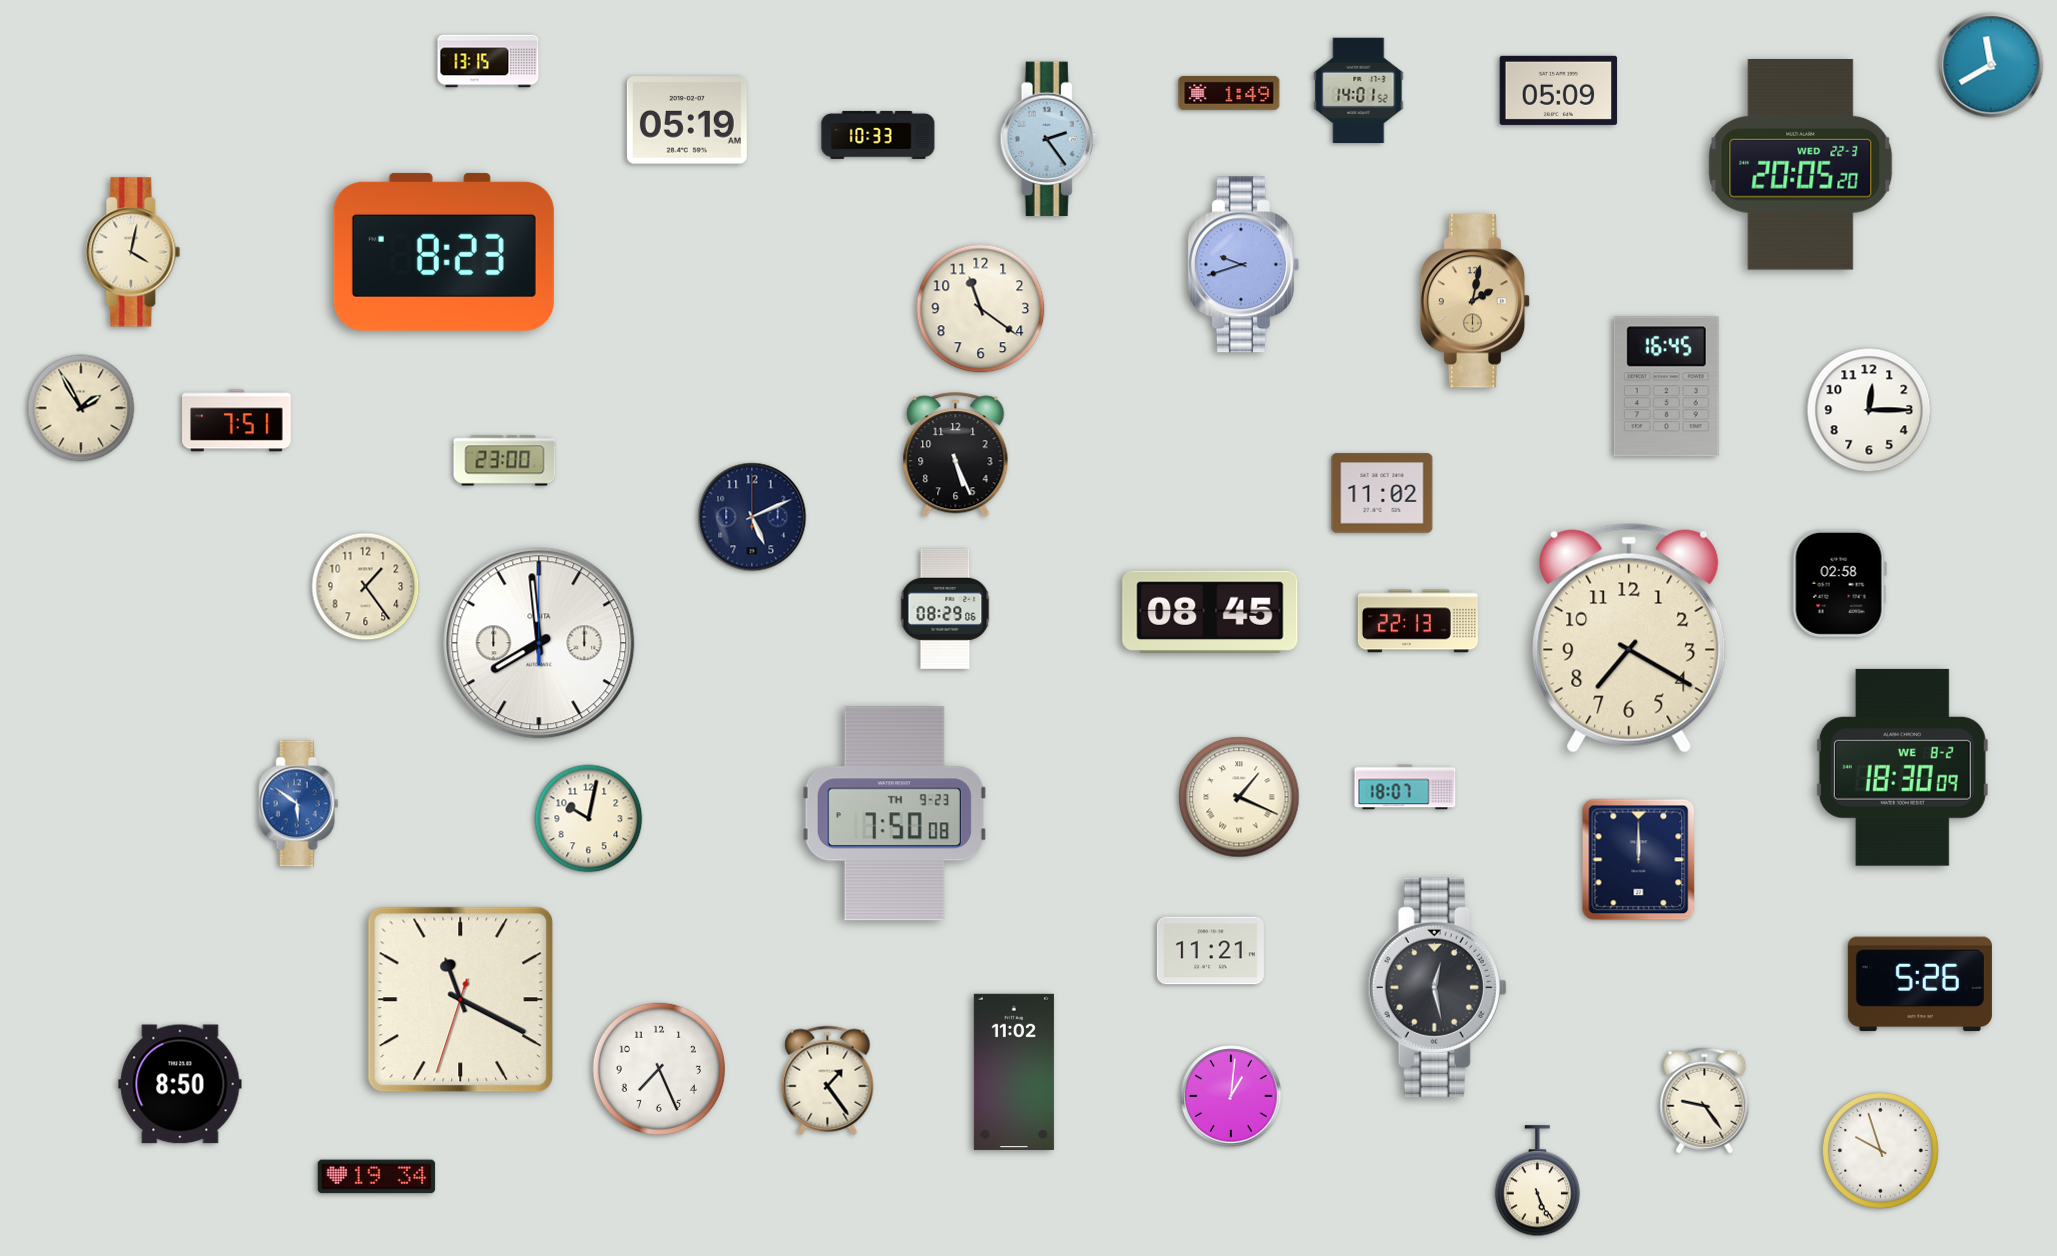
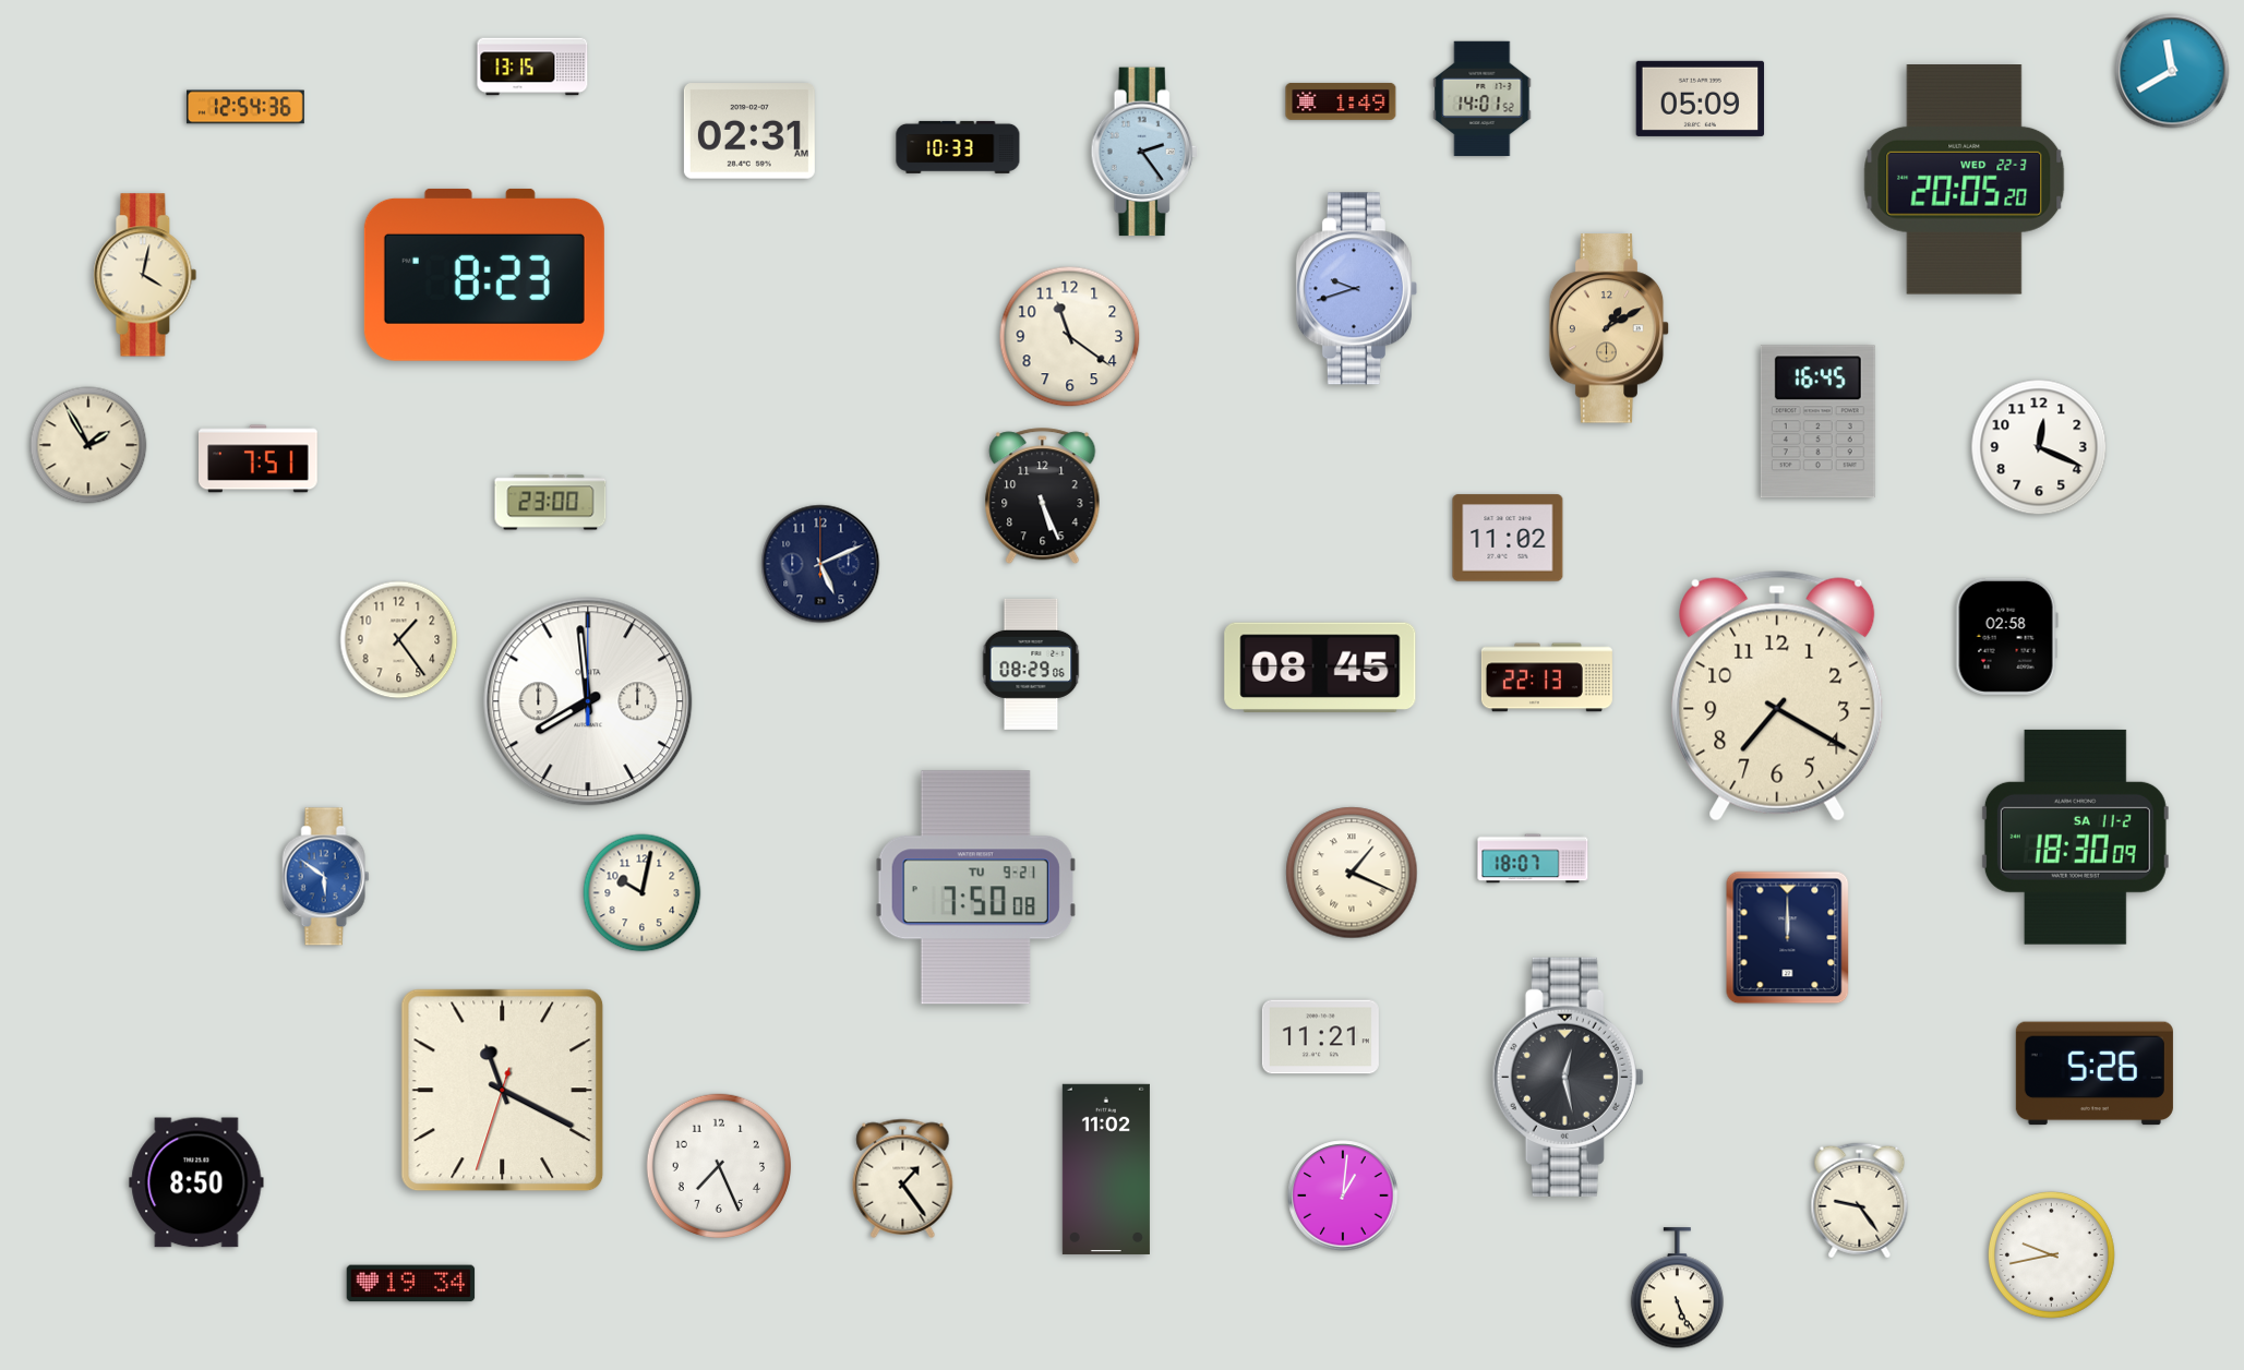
clock at (245, 107): none -> 12:54
clock at (687, 120): 05:19 -> 02:31
clock at (1475, 301): 2:02 -> 1:10
clock at (1869, 410): 12:15 -> 12:19
clock at (1902, 767) date: WE 8-2 -> SA 11-2
clock at (1239, 797) position: (1239, 797) -> (1352, 873)
clock at (894, 814) date: TH 9-23 -> TU 9-21
clock at (1880, 1150): 9:57 -> 9:43
